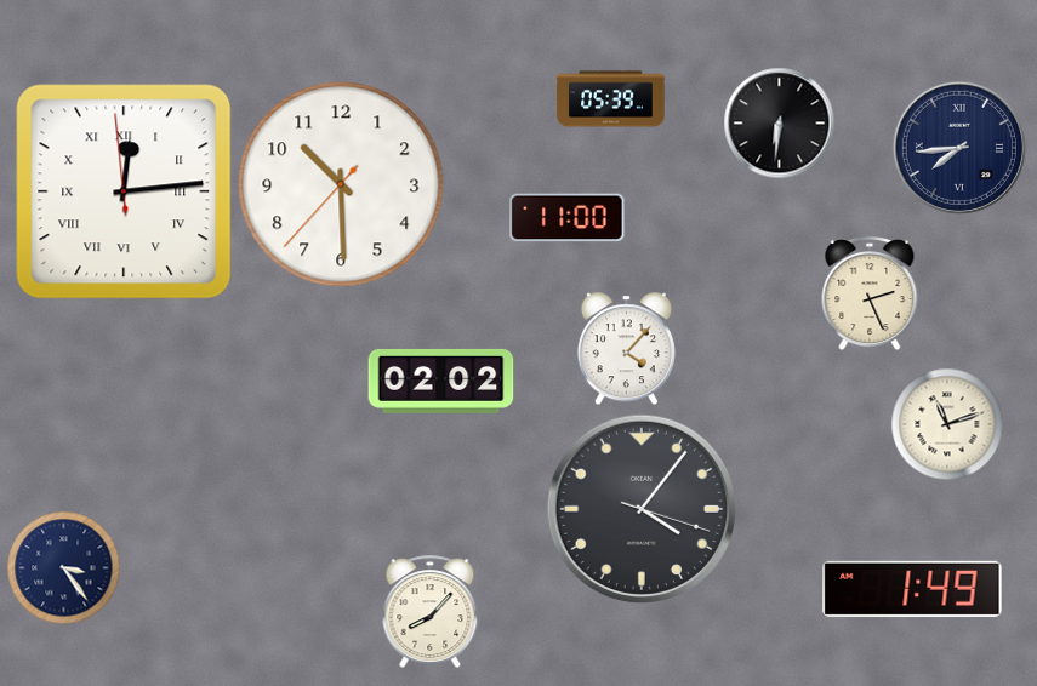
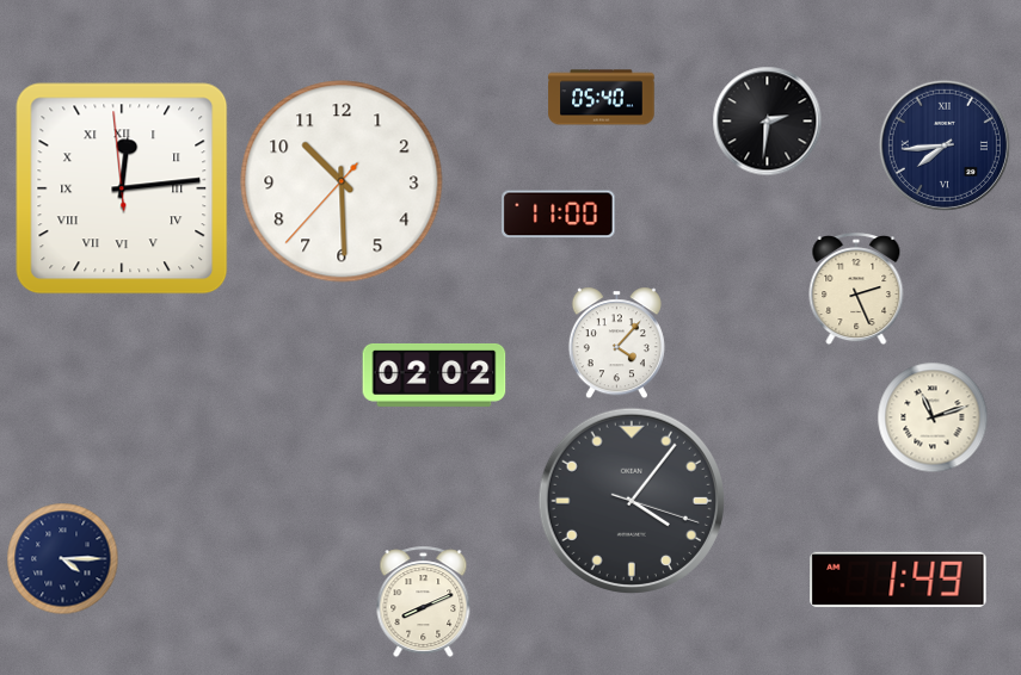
clock at (611, 99): 05:39 -> 05:40
clock at (779, 122): 6:31 -> 2:31
clock at (341, 184) position: (341, 184) -> (342, 181)
clock at (63, 567): 3:24 -> 4:15
clock at (431, 611): 8:07 -> 8:11
